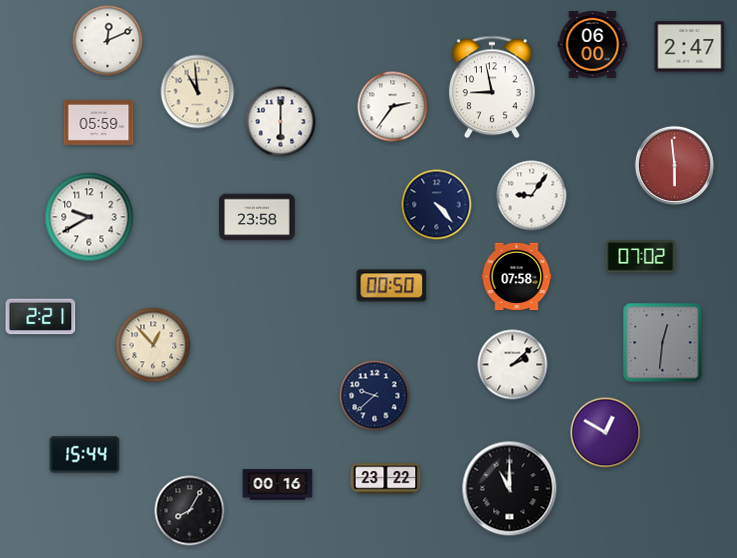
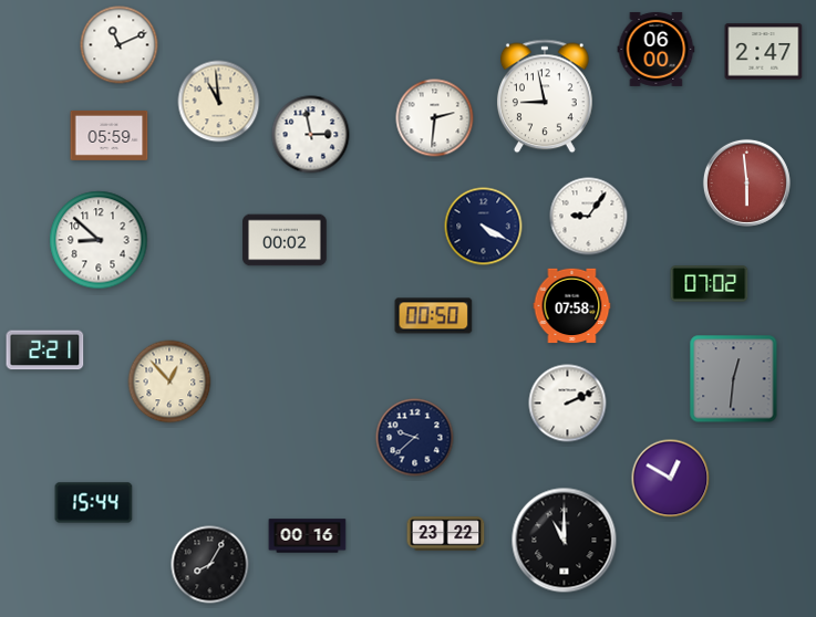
clock at (108, 41): 12:11 -> 11:11
clock at (393, 107): 2:36 -> 2:31
clock at (281, 122): 6:00 -> 2:58
clock at (437, 205): 4:23 -> 4:20
clock at (89, 217): 9:40 -> 8:52
clock at (257, 217): 23:58 -> 00:02
clock at (513, 365): 2:08 -> 2:11
clock at (386, 479) position: (386, 479) -> (446, 534)
